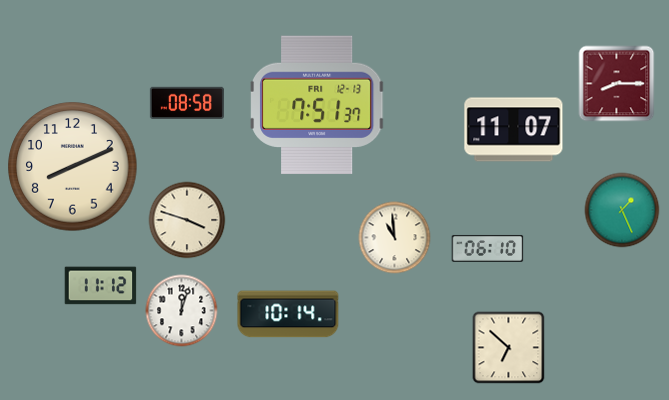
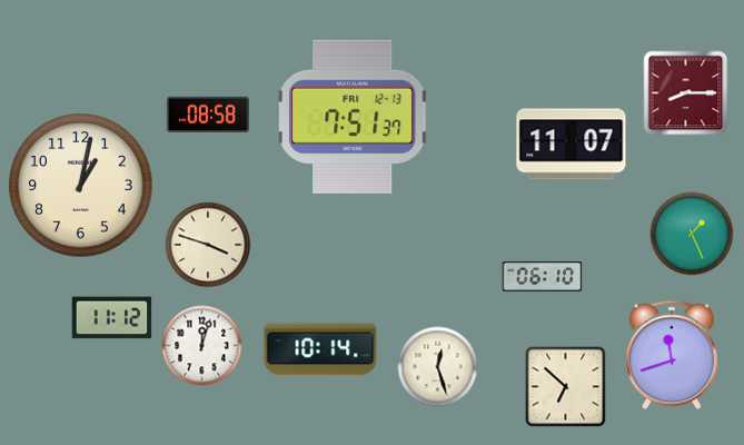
clock at (73, 167): 8:11 -> 1:02
clock at (395, 238): 10:59 -> none
clock at (672, 355): none -> 11:42
clock at (438, 367): none -> 12:27
